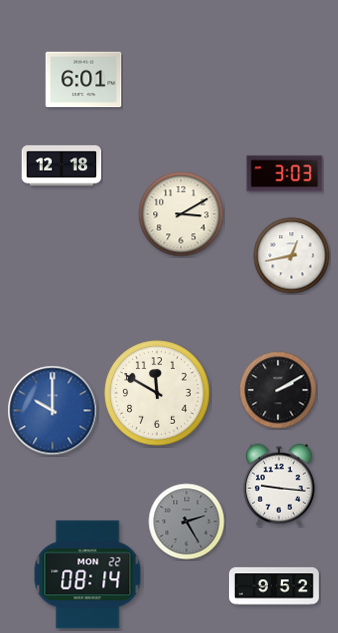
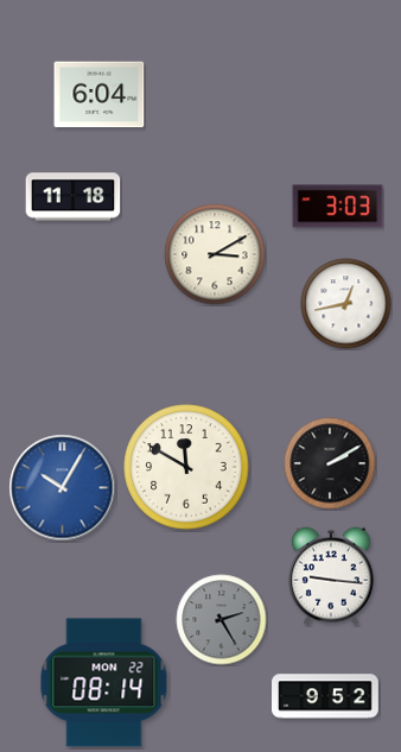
clock at (84, 80): 6:01 -> 6:04
clock at (62, 166): 12:18 -> 11:18
clock at (53, 411): 10:00 -> 10:05
